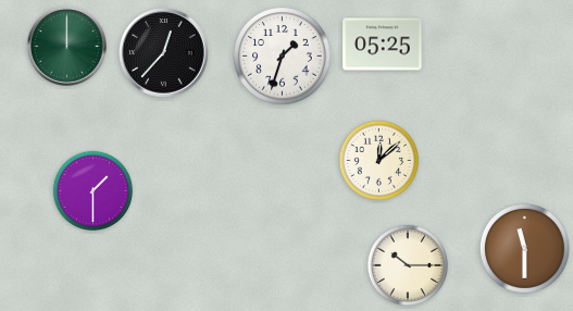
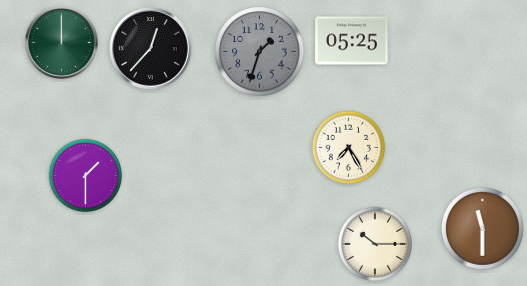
clock at (283, 57) dial: white -> grey
clock at (379, 161): 12:08 -> 7:25
